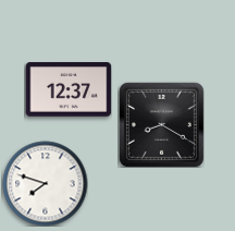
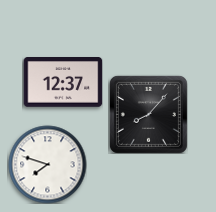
clock at (161, 124): 8:20 -> 8:07
clock at (45, 183) position: (45, 183) -> (47, 164)
